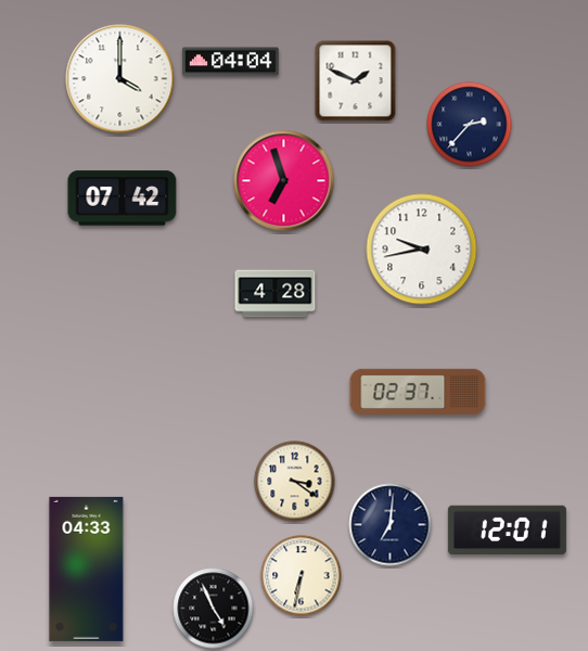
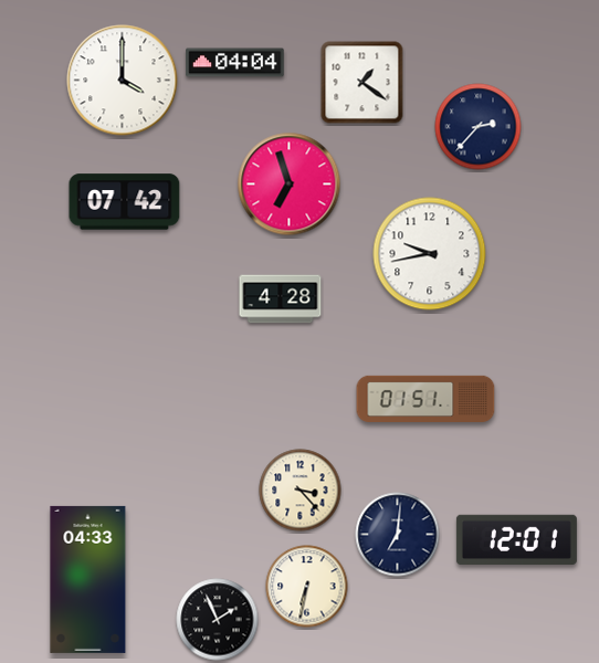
clock at (356, 81): 1:49 -> 1:21
clock at (418, 391): 02:37 -> 01:51
clock at (295, 482): 3:21 -> 3:23
clock at (214, 609): 4:56 -> 1:56
